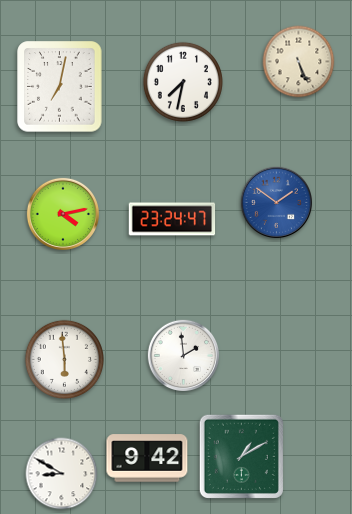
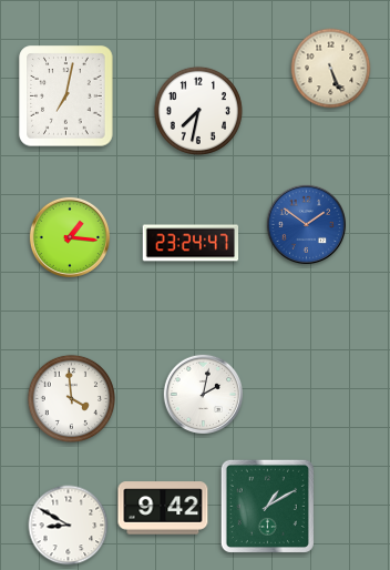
clock at (183, 82) position: (183, 82) -> (198, 111)
clock at (62, 213): 4:13 -> 1:16
clock at (183, 355): 1:59 -> 2:02
clock at (64, 359): 5:59 -> 3:59
